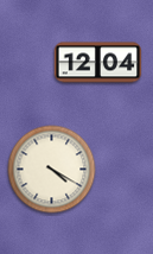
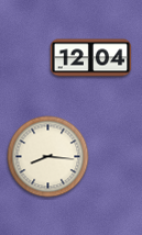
clock at (52, 170): 4:20 -> 8:16
